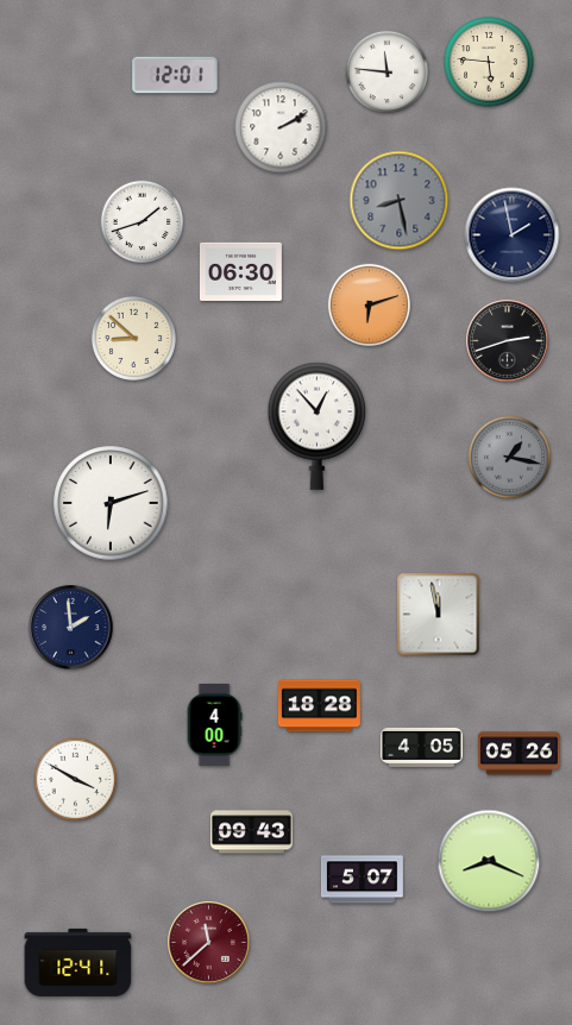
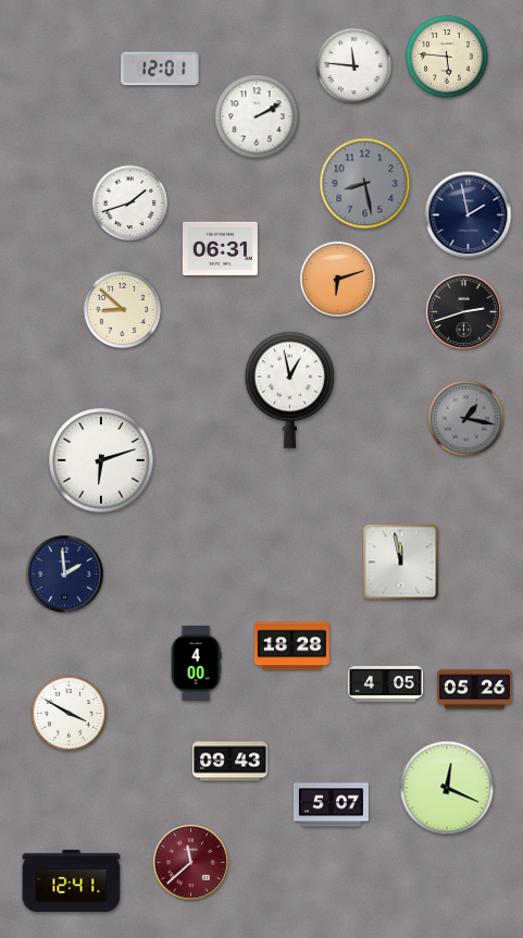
clock at (240, 271): 06:30 -> 06:31
clock at (318, 426): 12:53 -> 12:58
clock at (489, 861): 8:19 -> 12:19
